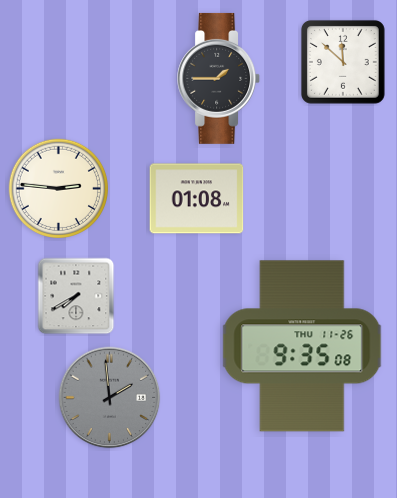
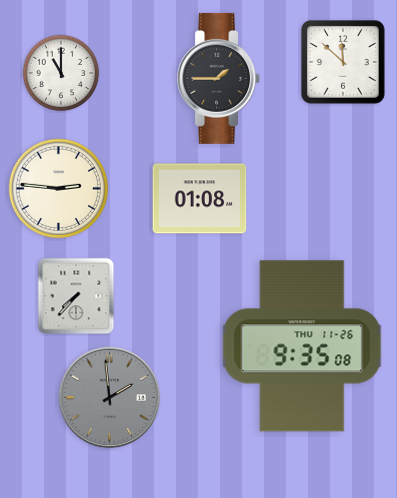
clock at (61, 73): none -> 11:00
clock at (197, 199) position: (197, 199) -> (200, 199)
clock at (76, 296): 7:40 -> 7:37
